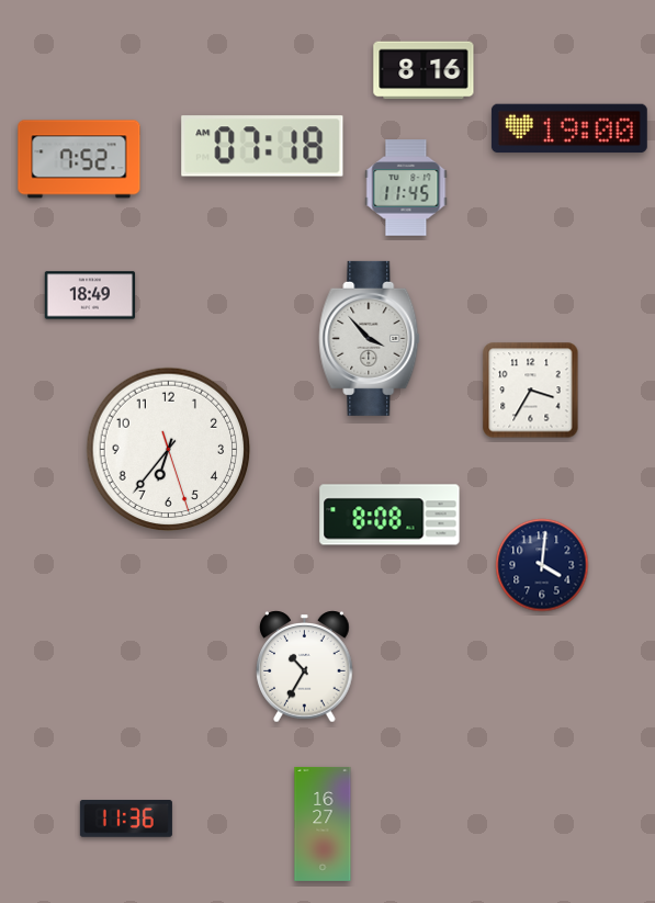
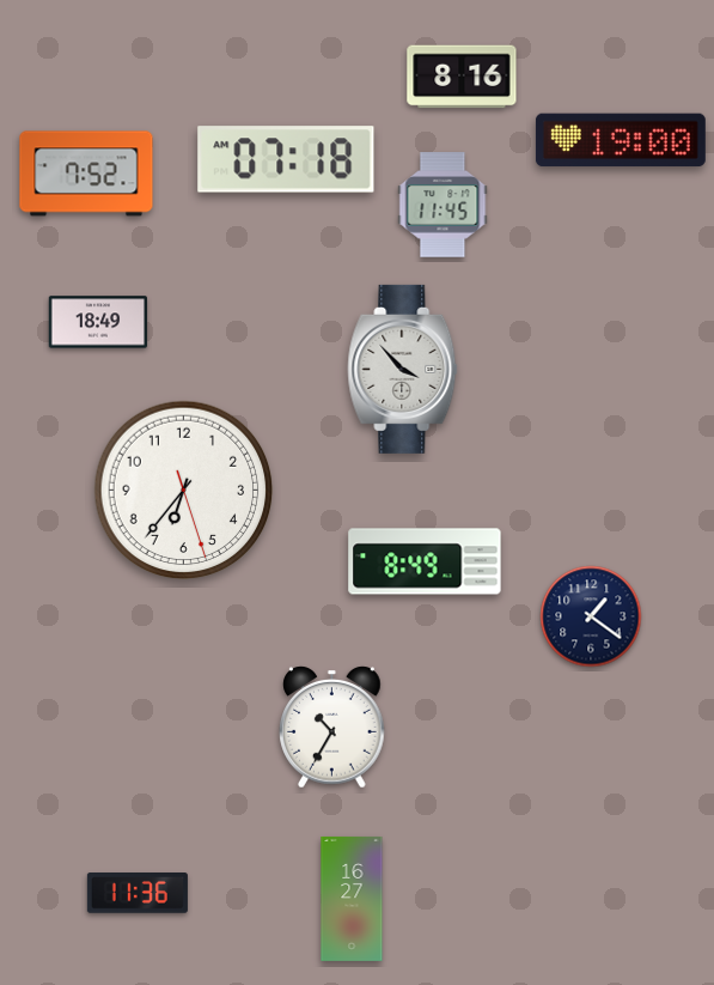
clock at (531, 391): 3:35 -> none
clock at (389, 515): 8:08 -> 8:49
clock at (542, 565): 4:01 -> 1:21
